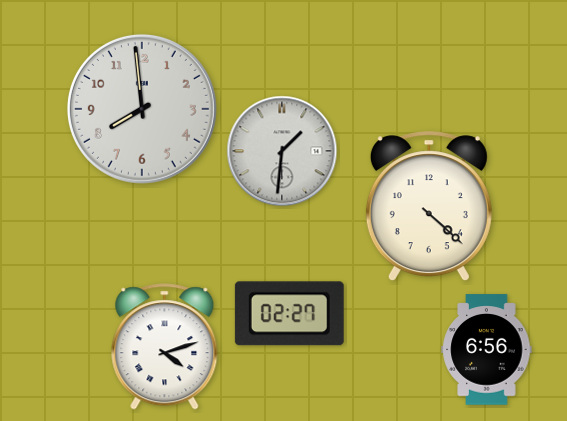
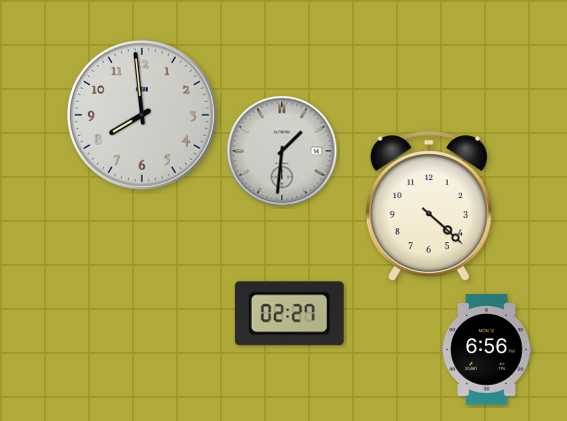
clock at (142, 109) position: (142, 109) -> (142, 115)
clock at (165, 347): 4:12 -> none
